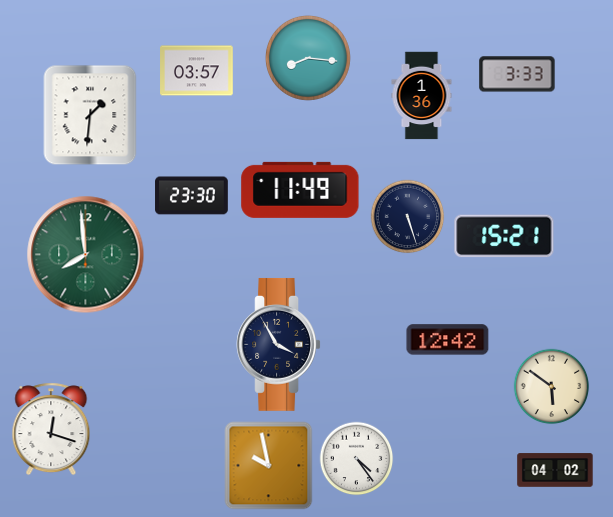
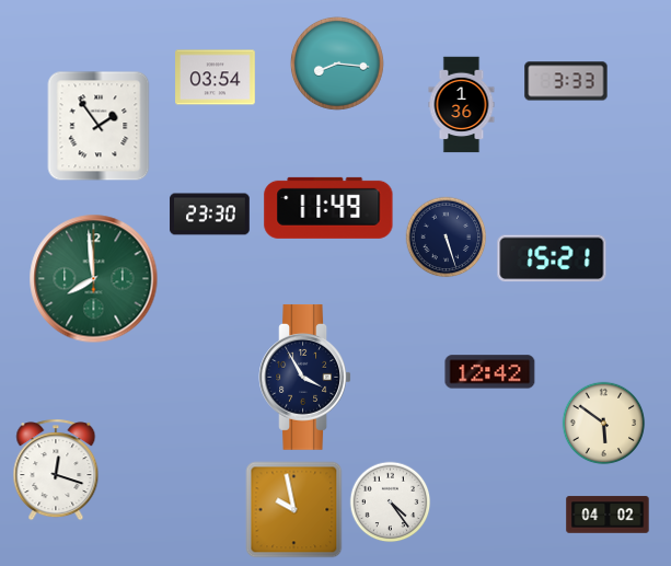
clock at (197, 71): 03:57 -> 03:54
clock at (90, 115): 1:31 -> 1:54
